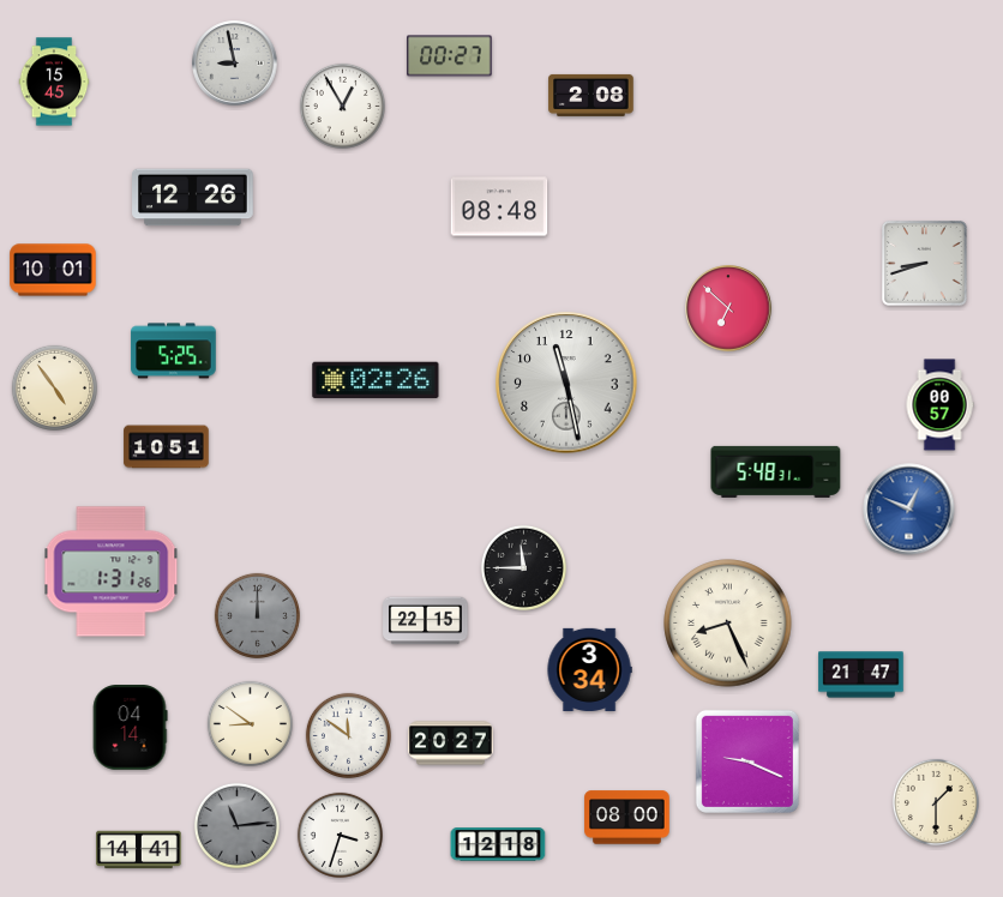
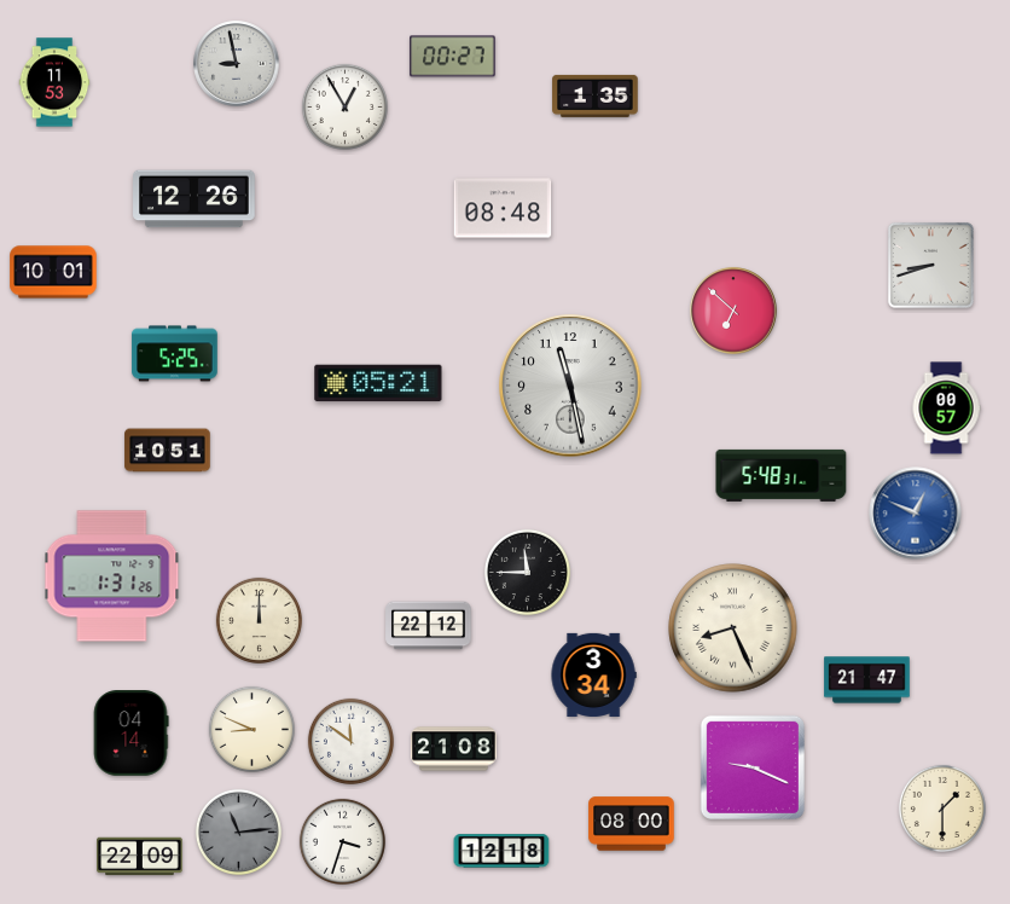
clock at (54, 82): 15:45 -> 11:53
clock at (591, 95): 2:08 -> 1:35
clock at (376, 380): 02:26 -> 05:21
clock at (54, 387): 4:54 -> none
clock at (257, 615) dial: grey -> cream
clock at (426, 621): 22:15 -> 22:12
clock at (250, 723): 8:51 -> 8:49
clock at (451, 744): 20:27 -> 21:08
clock at (139, 850): 14:41 -> 22:09
